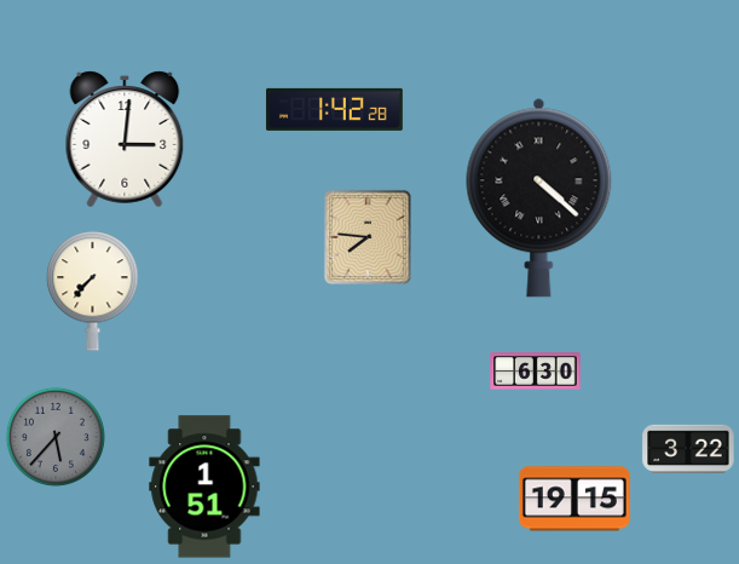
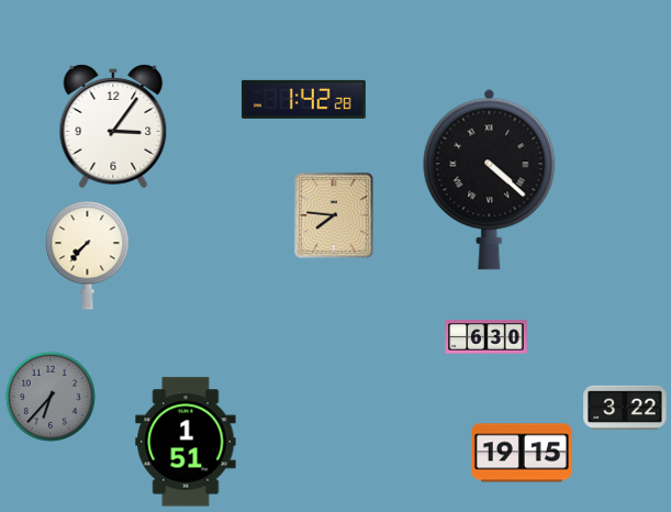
clock at (125, 139): 3:01 -> 3:06
clock at (93, 292) position: (93, 292) -> (88, 256)
clock at (56, 437): 5:37 -> 6:37
